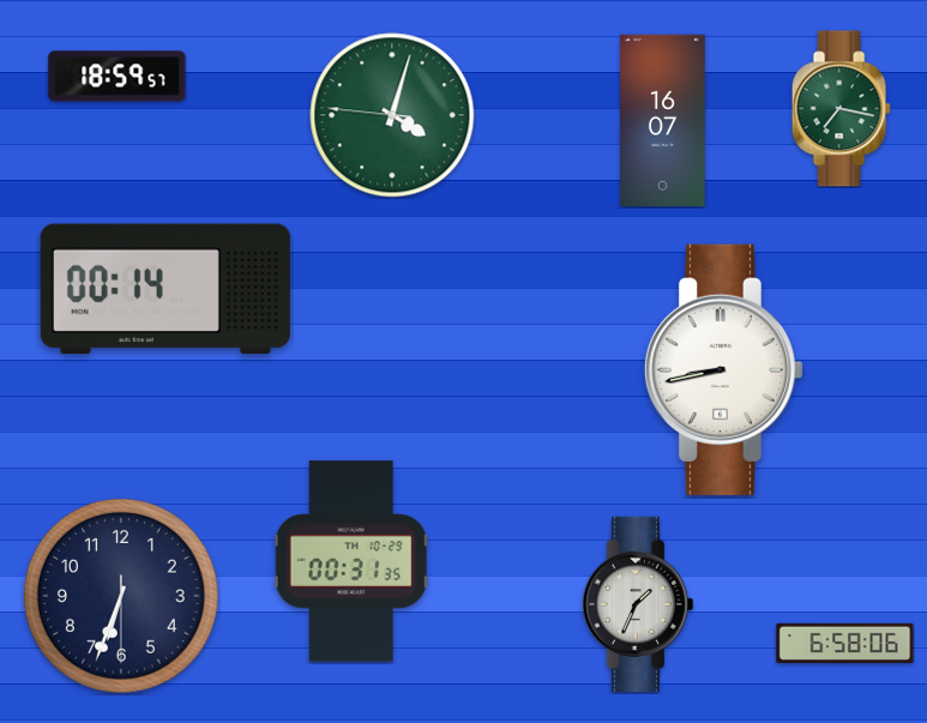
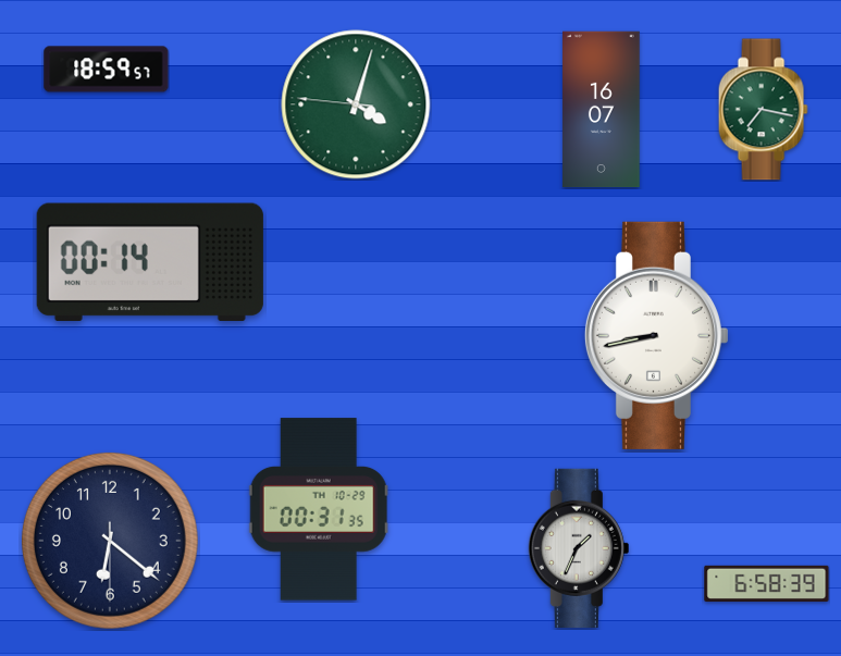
clock at (841, 109) position: (841, 109) -> (763, 110)
clock at (121, 596): 6:33 -> 6:21
clock at (845, 643): 6:58:06 -> 6:58:39
